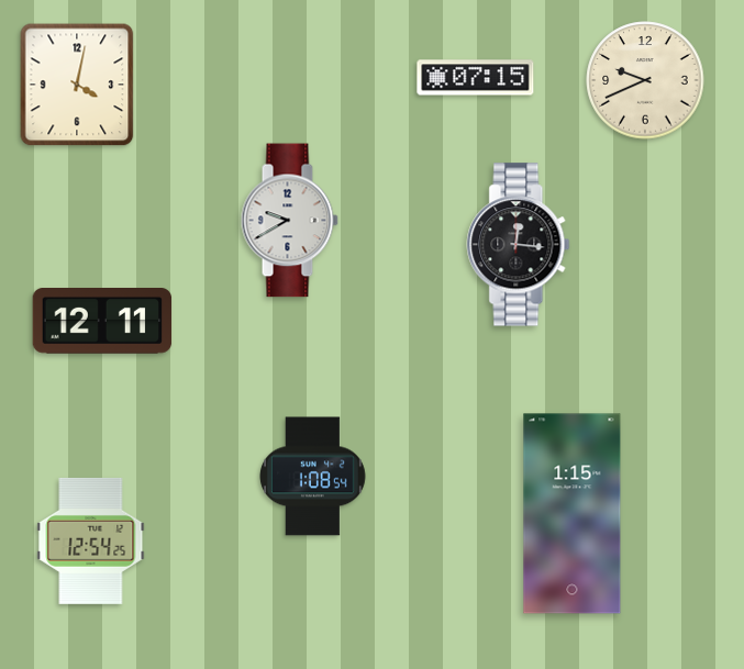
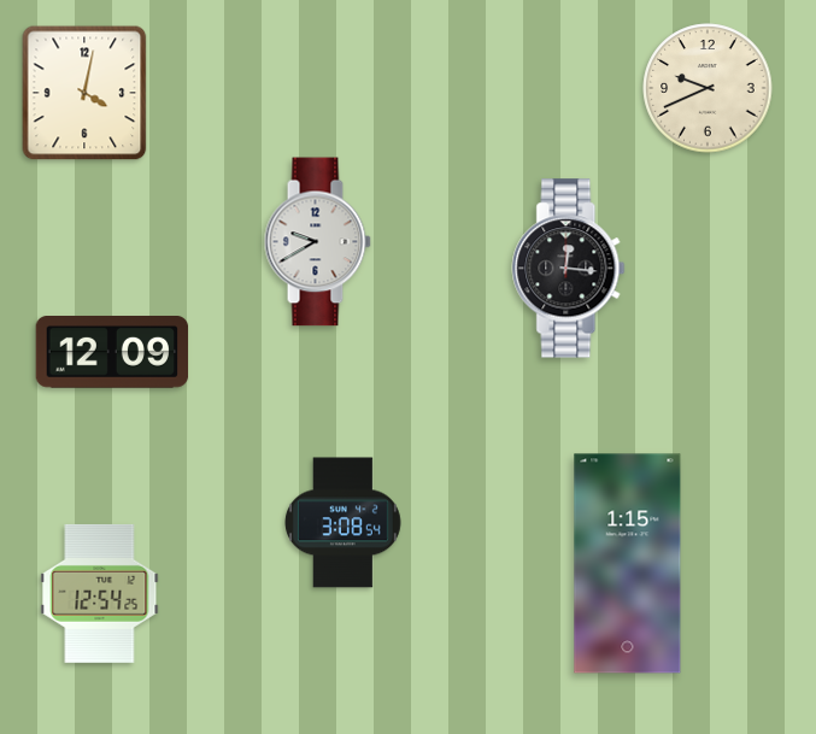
clock at (476, 78): 07:15 -> none
clock at (102, 322): 12:11 -> 12:09
clock at (313, 477): 1:08 -> 3:08
